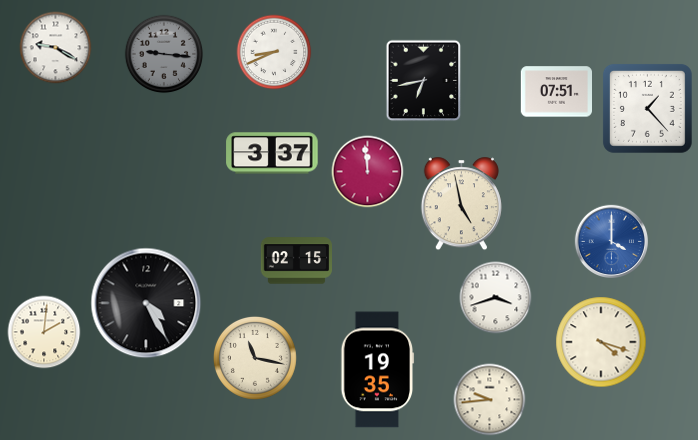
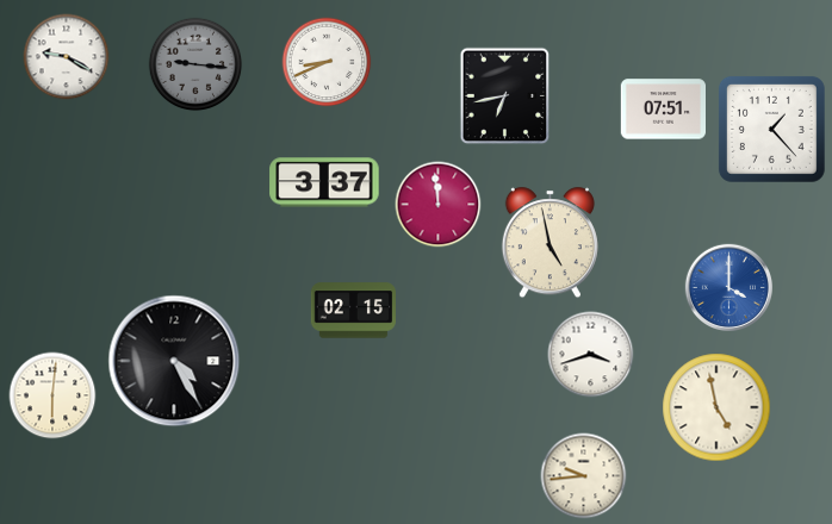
clock at (44, 332): 2:01 -> 6:01
clock at (601, 342): 4:18 -> 4:58
clock at (255, 358): 11:17 -> none
clock at (378, 370): 19:35 -> none
